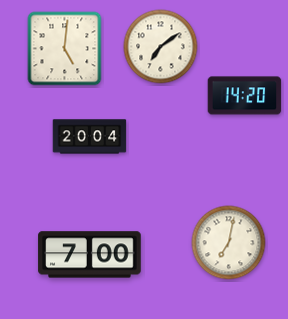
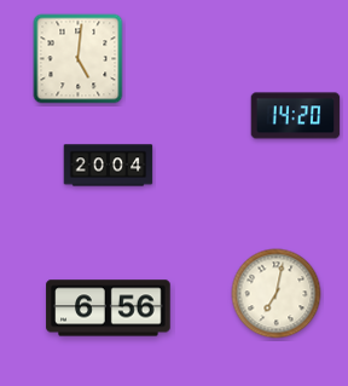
clock at (161, 47): 7:09 -> none
clock at (90, 255): 7:00 -> 6:56
